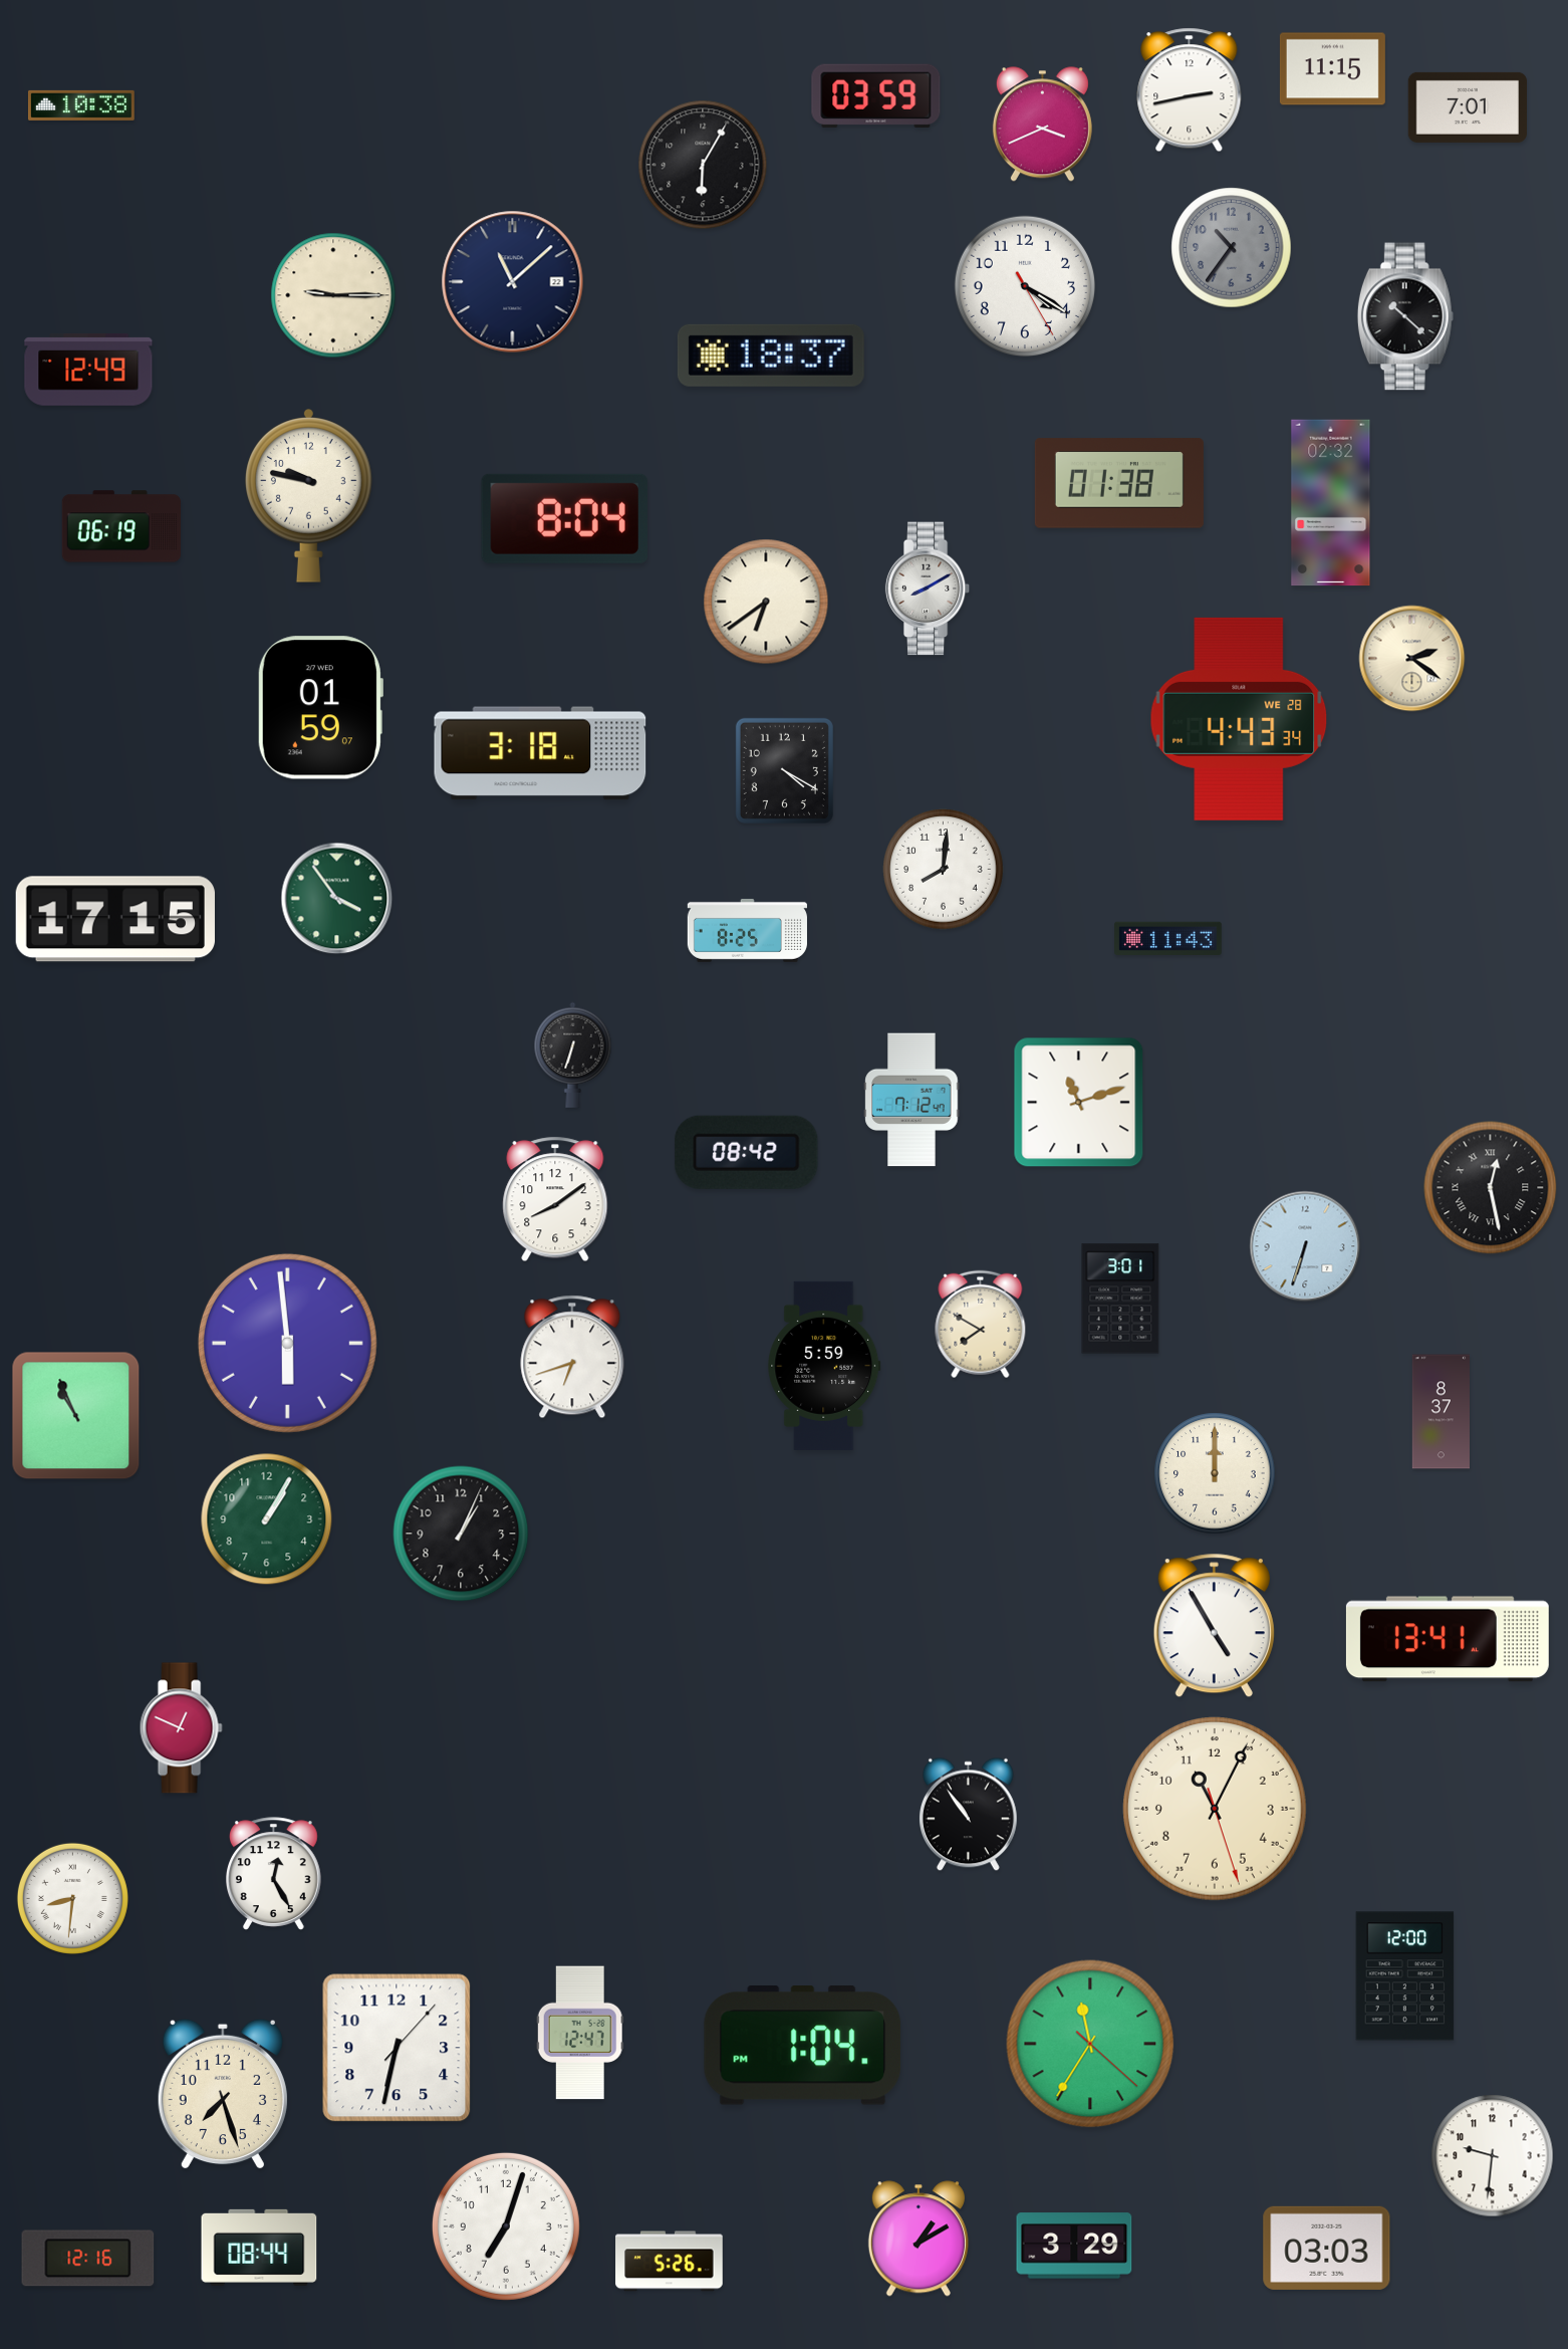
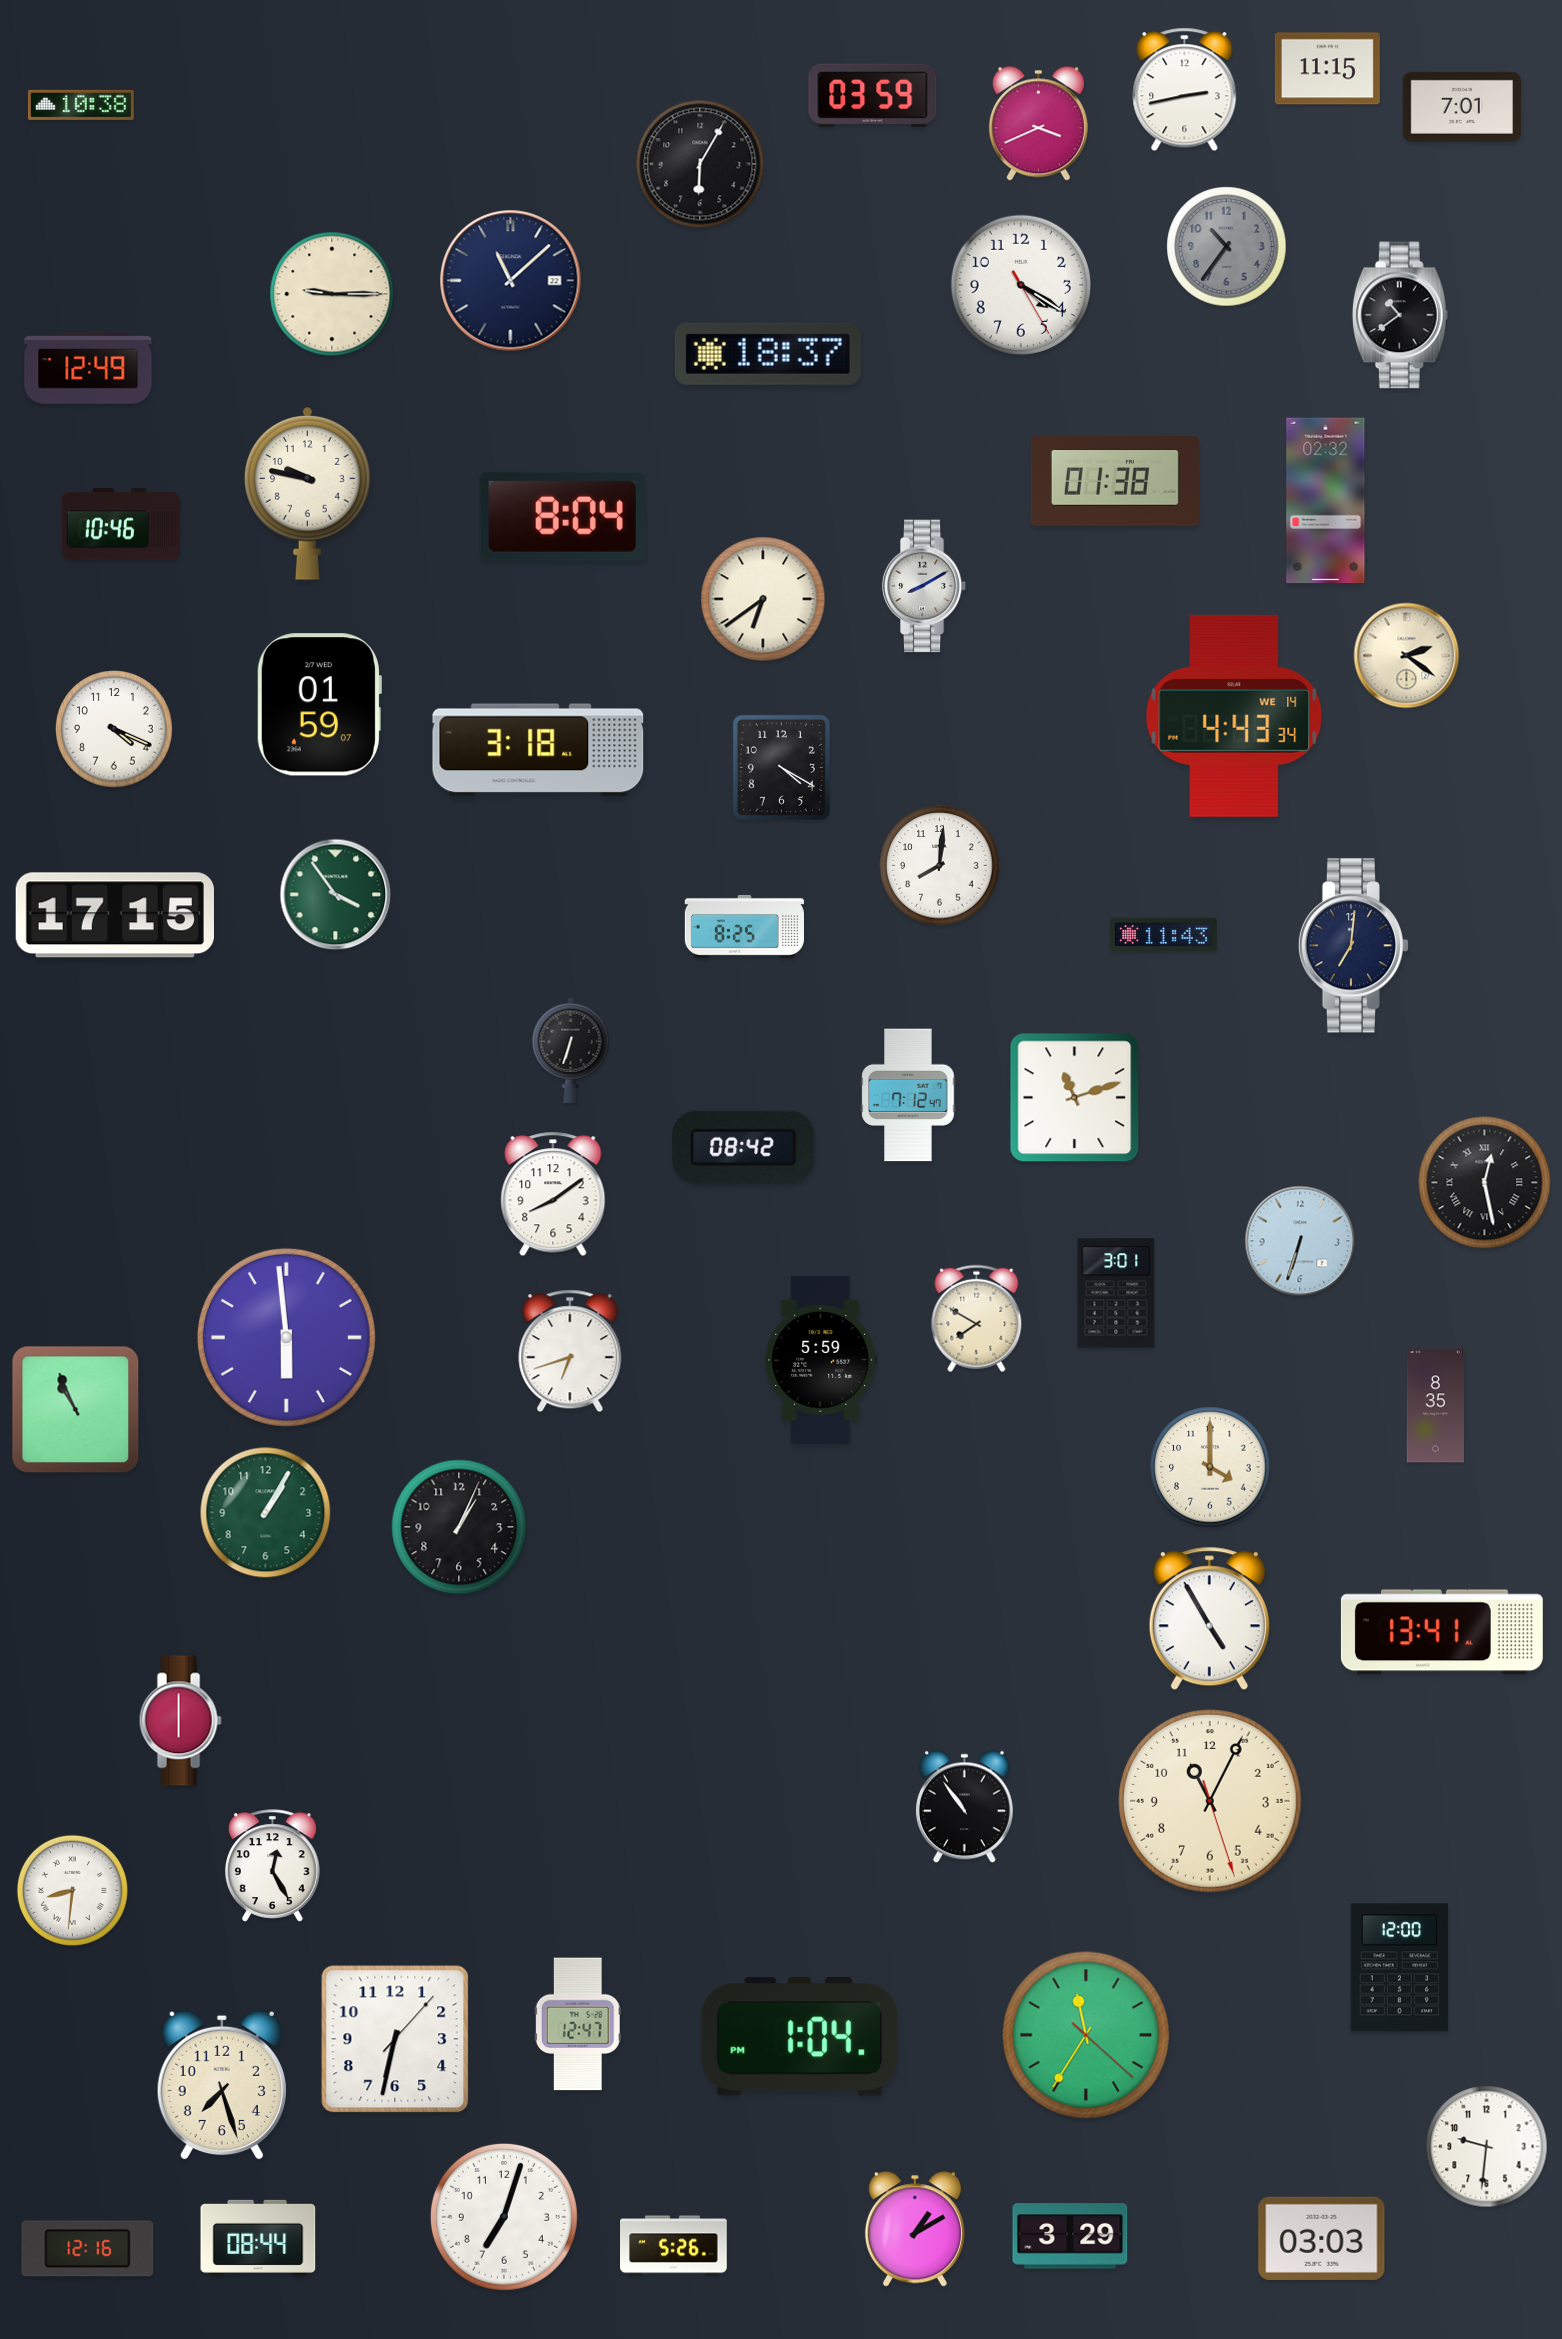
clock at (1405, 316): 10:22 -> 10:39
clock at (121, 526): 06:19 -> 10:46
clock at (1239, 719) date: WE 28 -> WE 14
clock at (115, 730): none -> 4:19
clock at (1354, 946): none -> 7:01
clock at (1441, 1412): 8:37 -> 8:35
clock at (1215, 1473): 12:00 -> 4:00
clock at (181, 1728): 12:49 -> 6:00
clock at (670, 2262) position: (670, 2262) -> (674, 2246)
